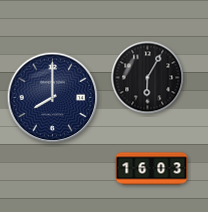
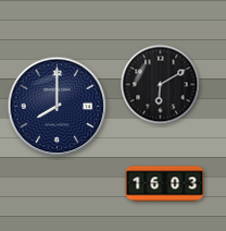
clock at (148, 78): 6:05 -> 6:10
